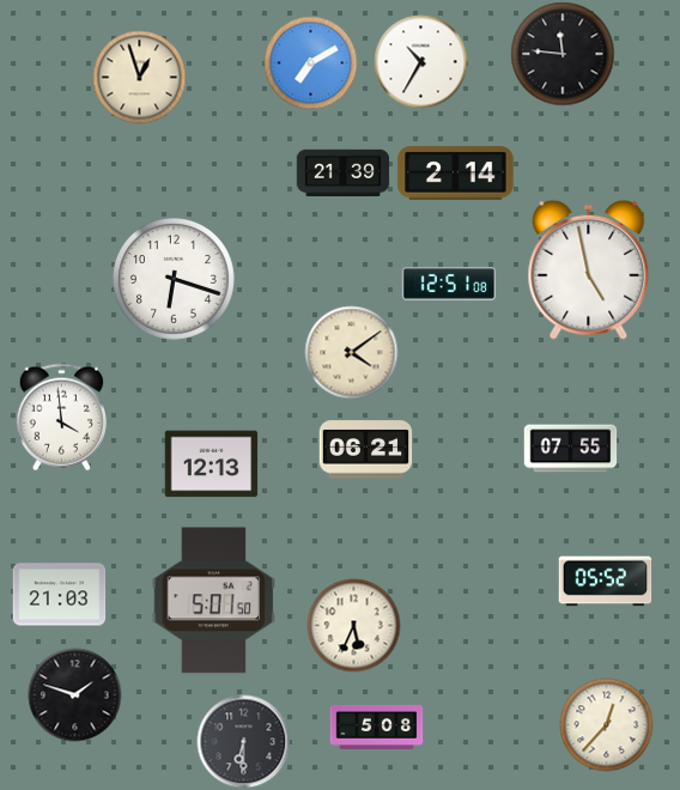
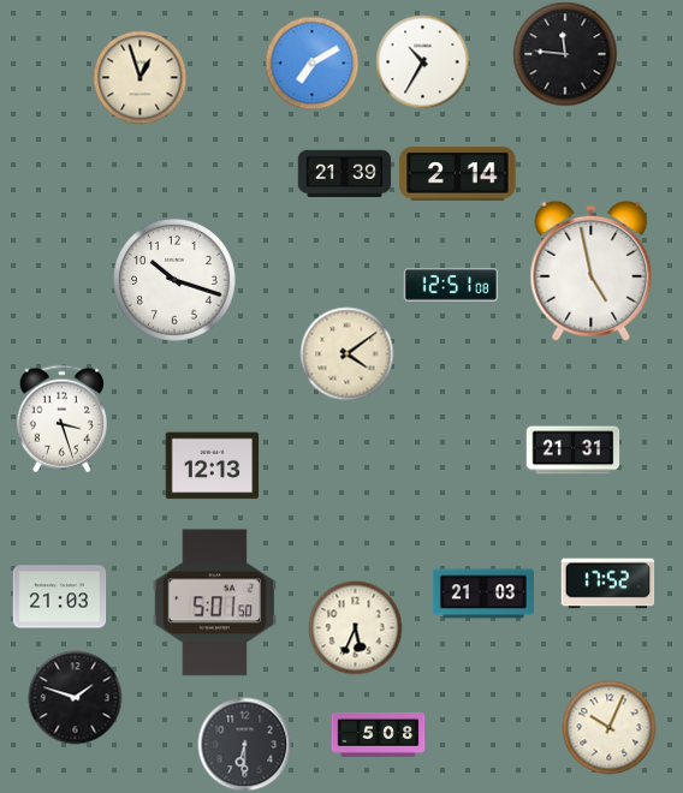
clock at (175, 280): 6:18 -> 10:18
clock at (351, 352) position: (351, 352) -> (346, 353)
clock at (61, 417): 3:59 -> 3:27
clock at (570, 449): 07:55 -> 21:31
clock at (365, 450): 06:21 -> none
clock at (605, 582): 05:52 -> 17:52
clock at (483, 594): none -> 21:03
clock at (606, 724): 12:37 -> 10:04
clock at (376, 727) position: (376, 727) -> (378, 734)
